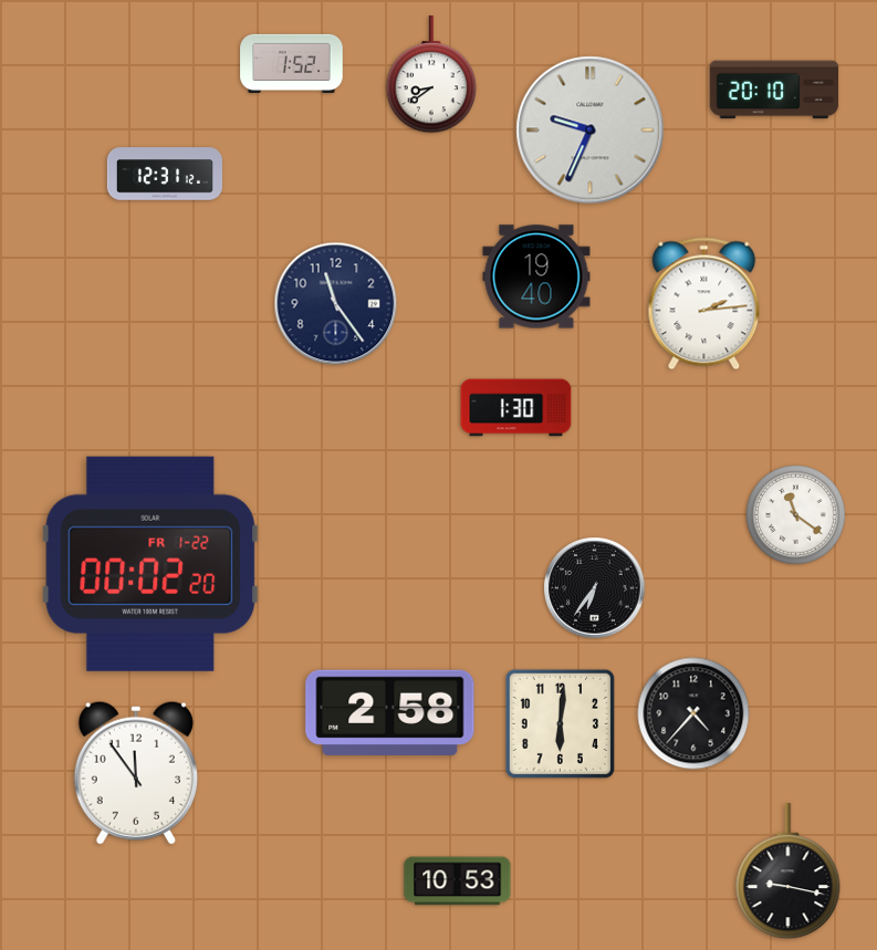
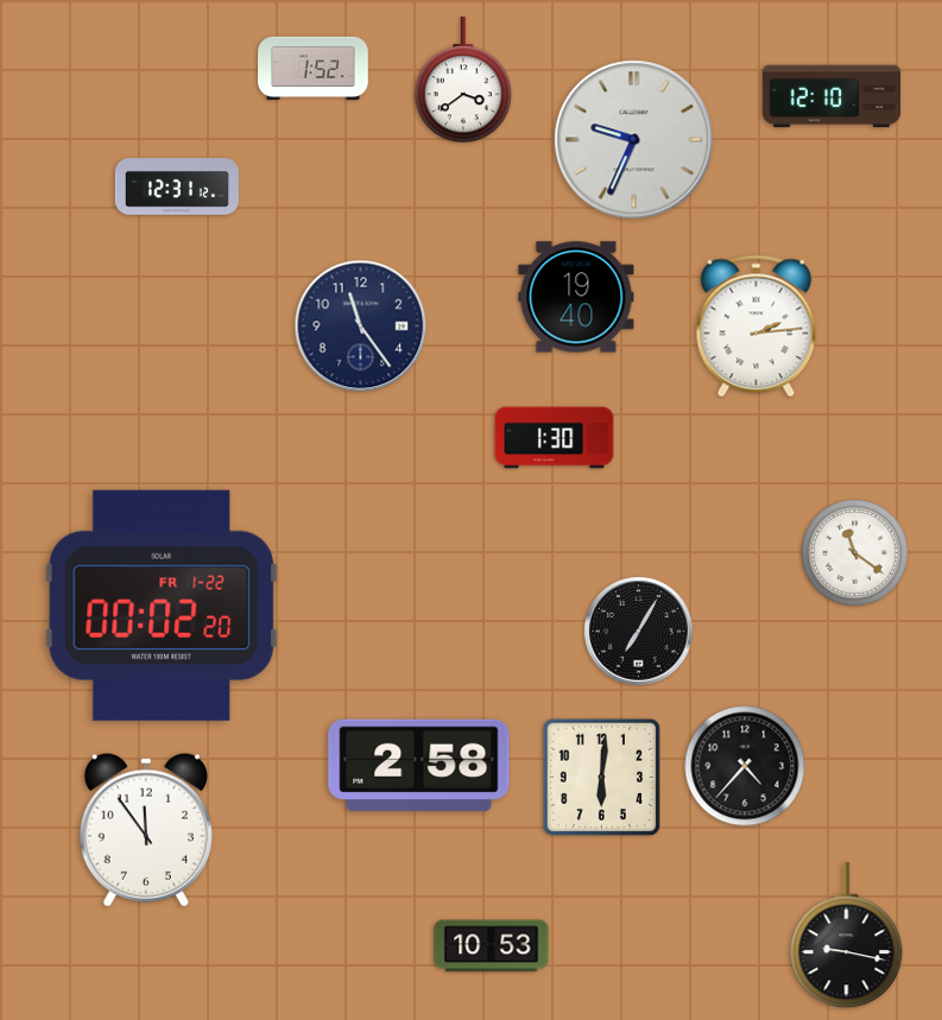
clock at (431, 74): 8:39 -> 3:39
clock at (774, 90): 20:10 -> 12:10
clock at (595, 588): 6:36 -> 7:05
